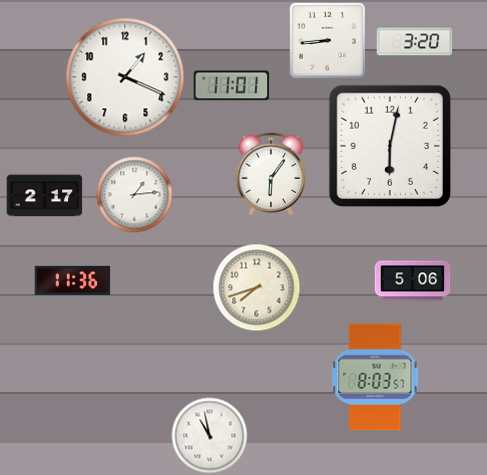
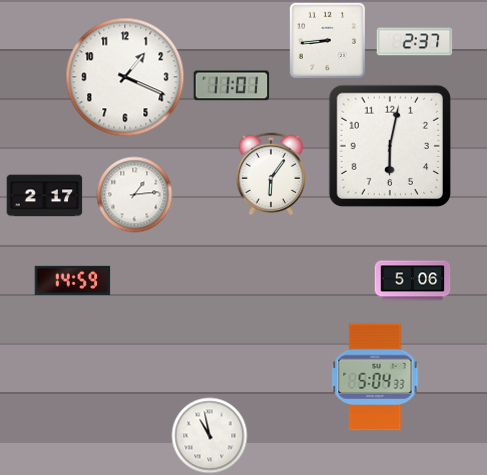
clock at (415, 42): 3:20 -> 2:37
clock at (73, 280): 11:36 -> 14:59
clock at (257, 288): 7:42 -> none
clock at (375, 377): 8:03 -> 5:04
